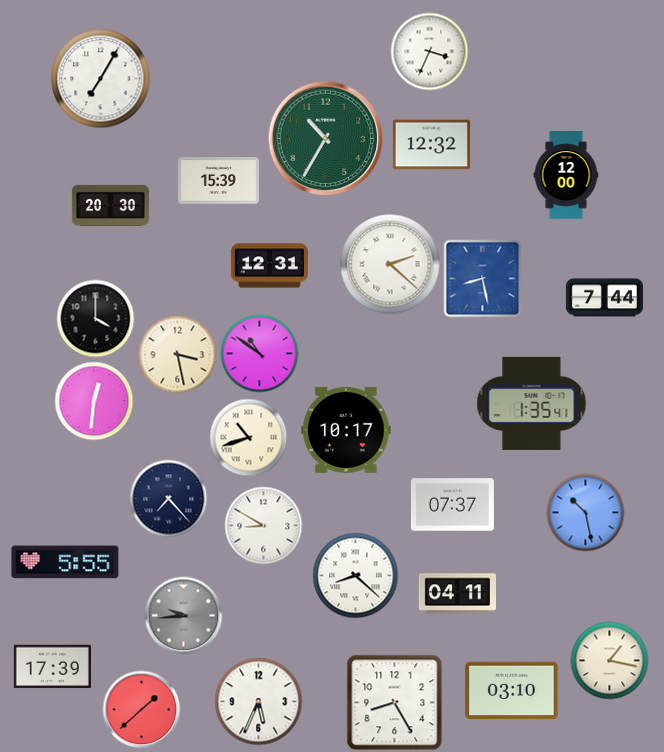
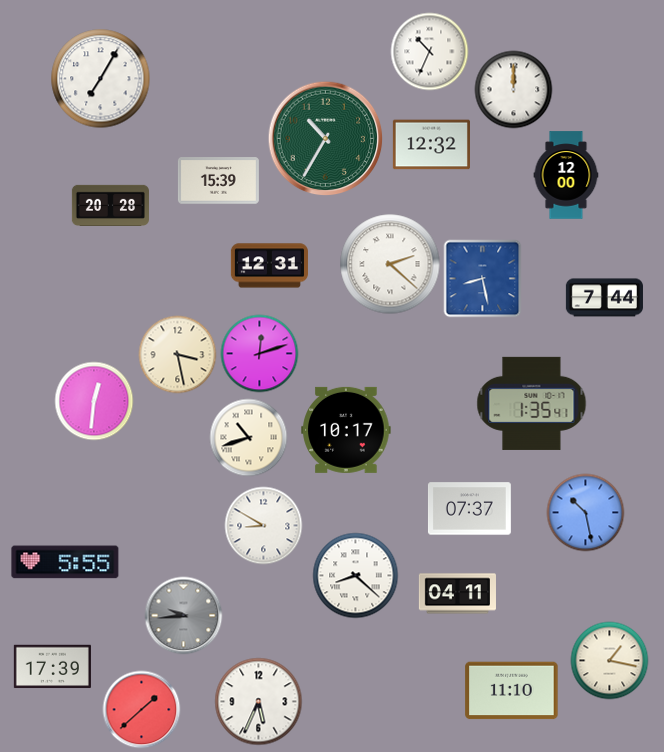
clock at (429, 51): 3:34 -> 10:34
clock at (513, 89): none -> 12:00
clock at (110, 205): 20:30 -> 20:28
clock at (95, 318): 4:00 -> none
clock at (259, 353): 10:51 -> 12:12
clock at (168, 498): 7:23 -> none
clock at (452, 505) position: (452, 505) -> (469, 509)
clock at (512, 691): 03:10 -> 11:10
clock at (394, 702): 8:25 -> none
